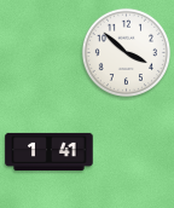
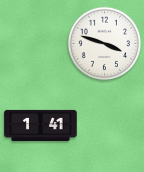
clock at (126, 52): 3:52 -> 3:48
